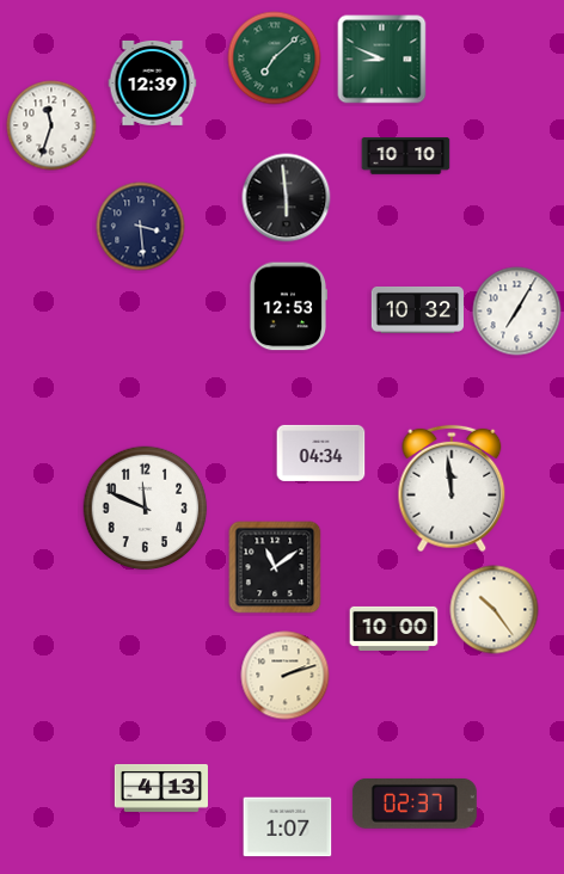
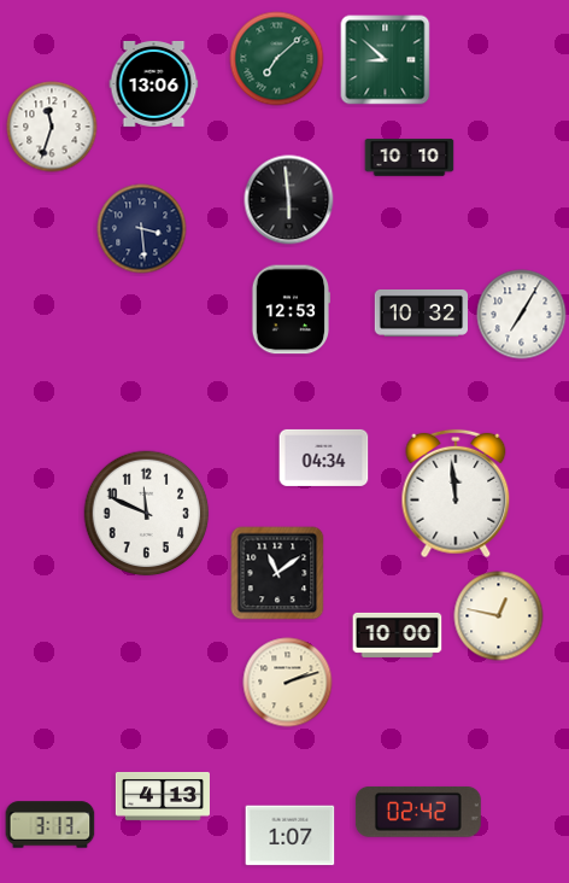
clock at (382, 60): 8:49 -> 8:52
clock at (153, 82): 12:39 -> 13:06
clock at (495, 610): 10:24 -> 12:47
clock at (415, 804): 02:37 -> 02:42
clock at (51, 825): none -> 3:13
